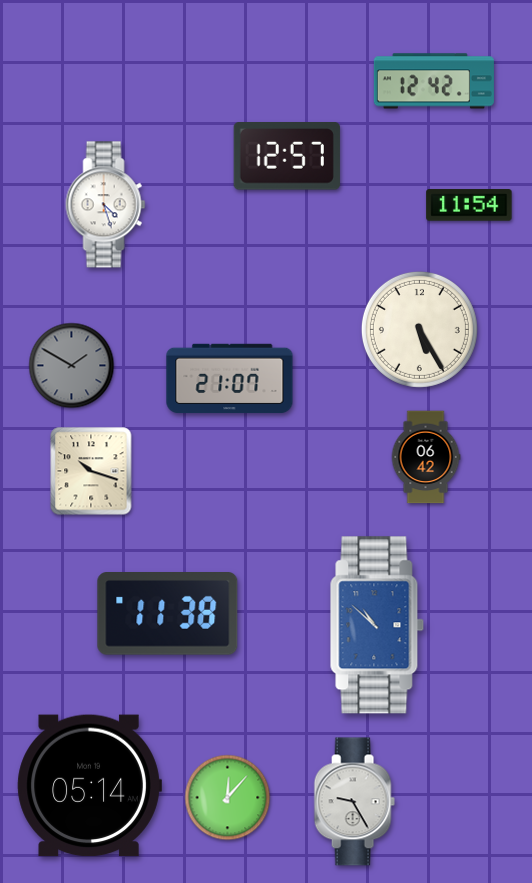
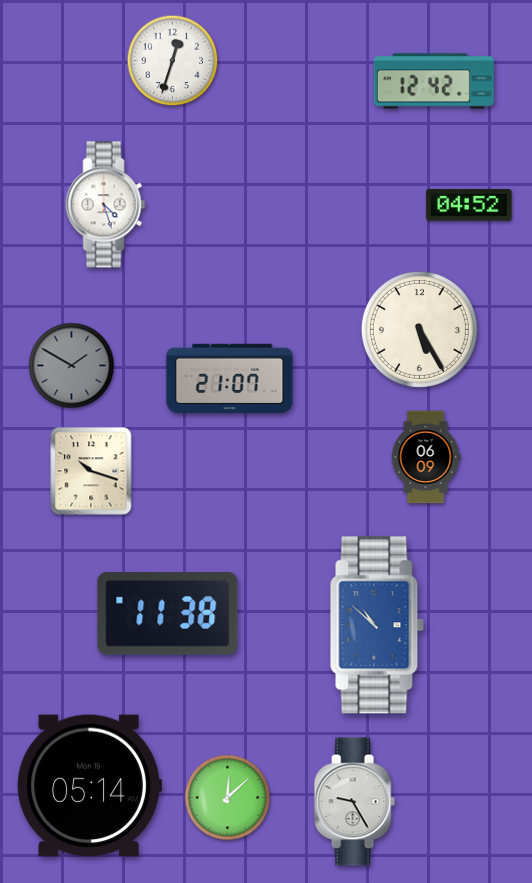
clock at (173, 61): none -> 12:33
clock at (287, 156): 12:57 -> none
clock at (469, 205): 11:54 -> 04:52
clock at (426, 457): 06:42 -> 06:09
clock at (228, 798): 12:07 -> 12:08
